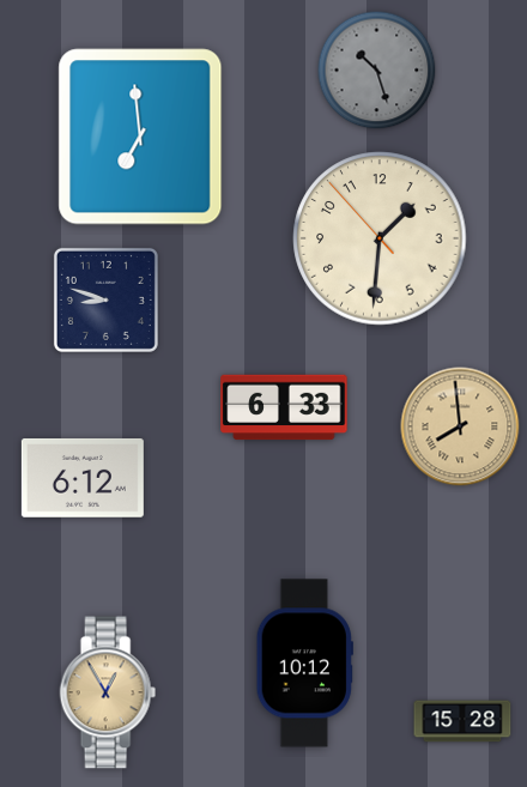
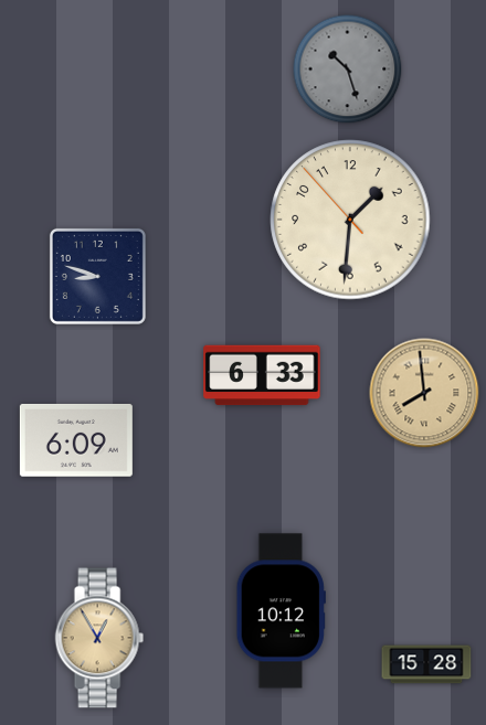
clock at (377, 71) position: (377, 71) -> (348, 70)
clock at (140, 137): 6:59 -> none
clock at (83, 478): 6:12 -> 6:09
